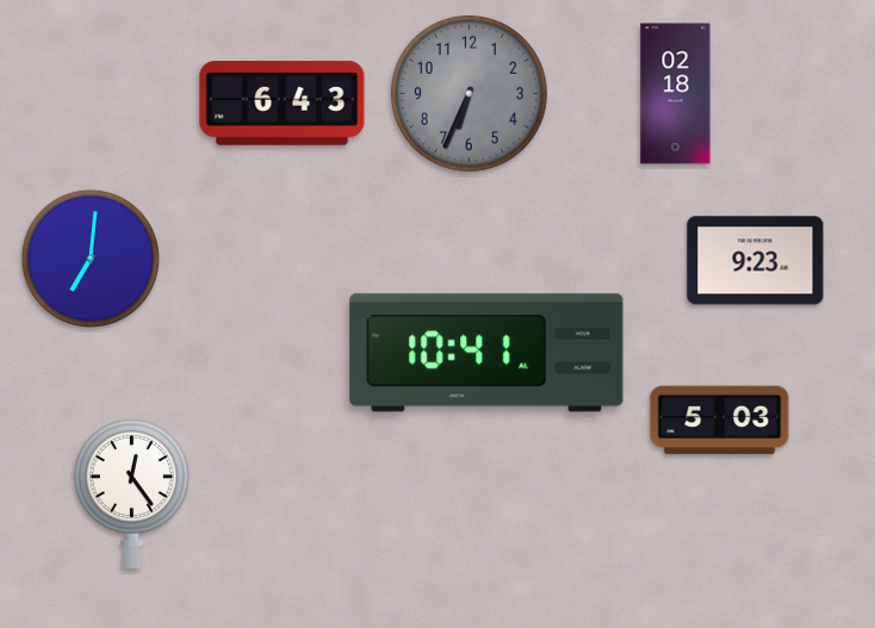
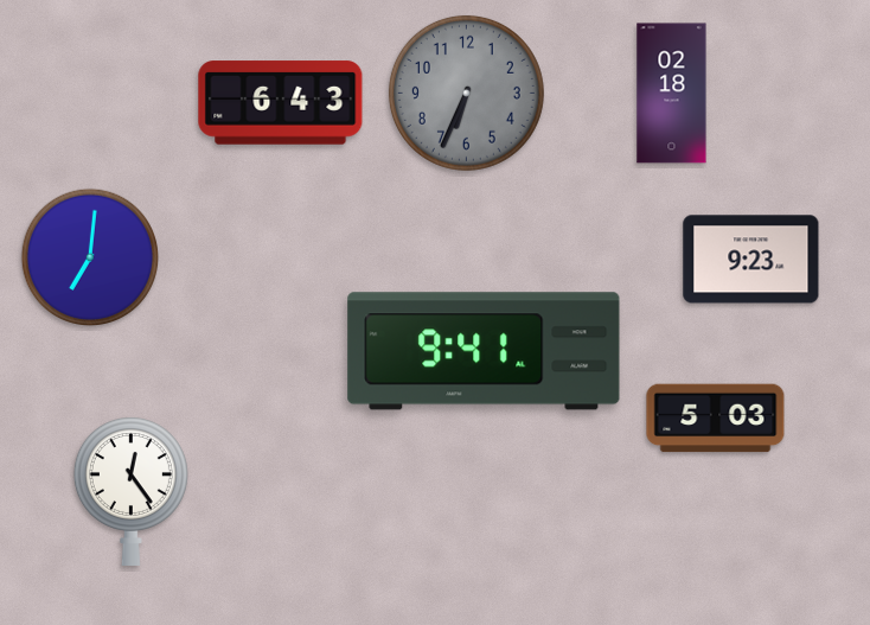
clock at (486, 353): 10:41 -> 9:41
